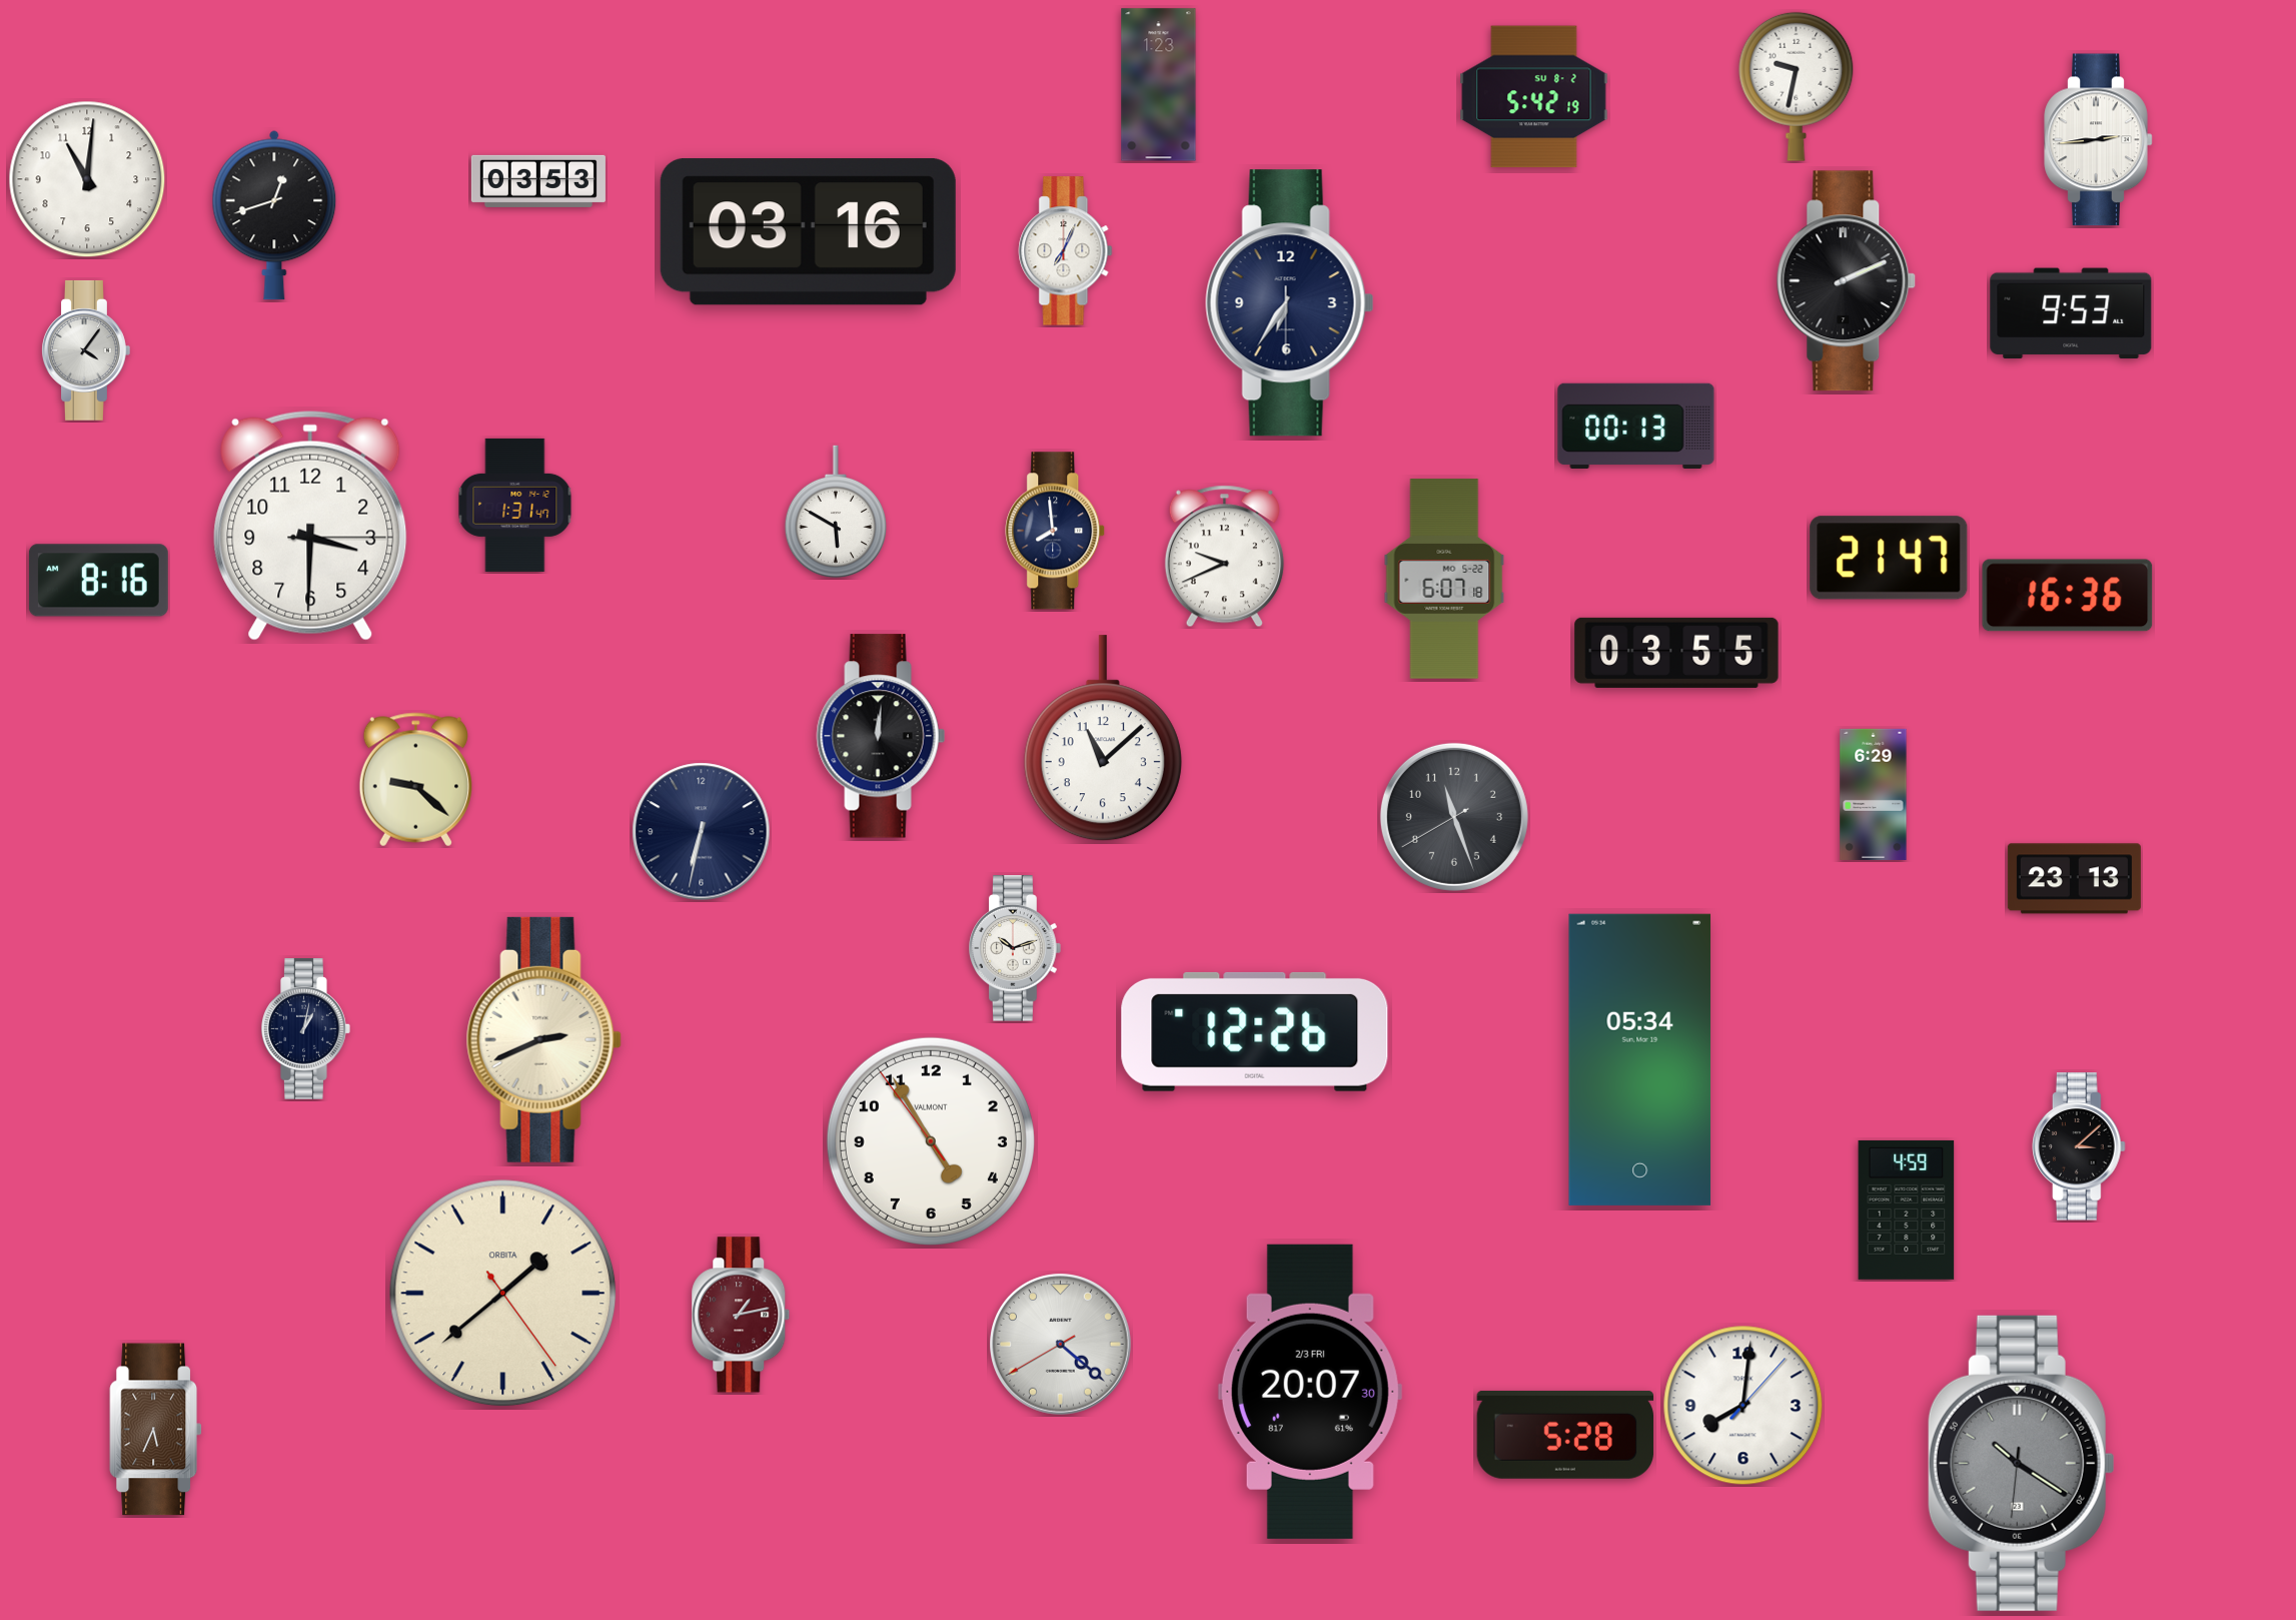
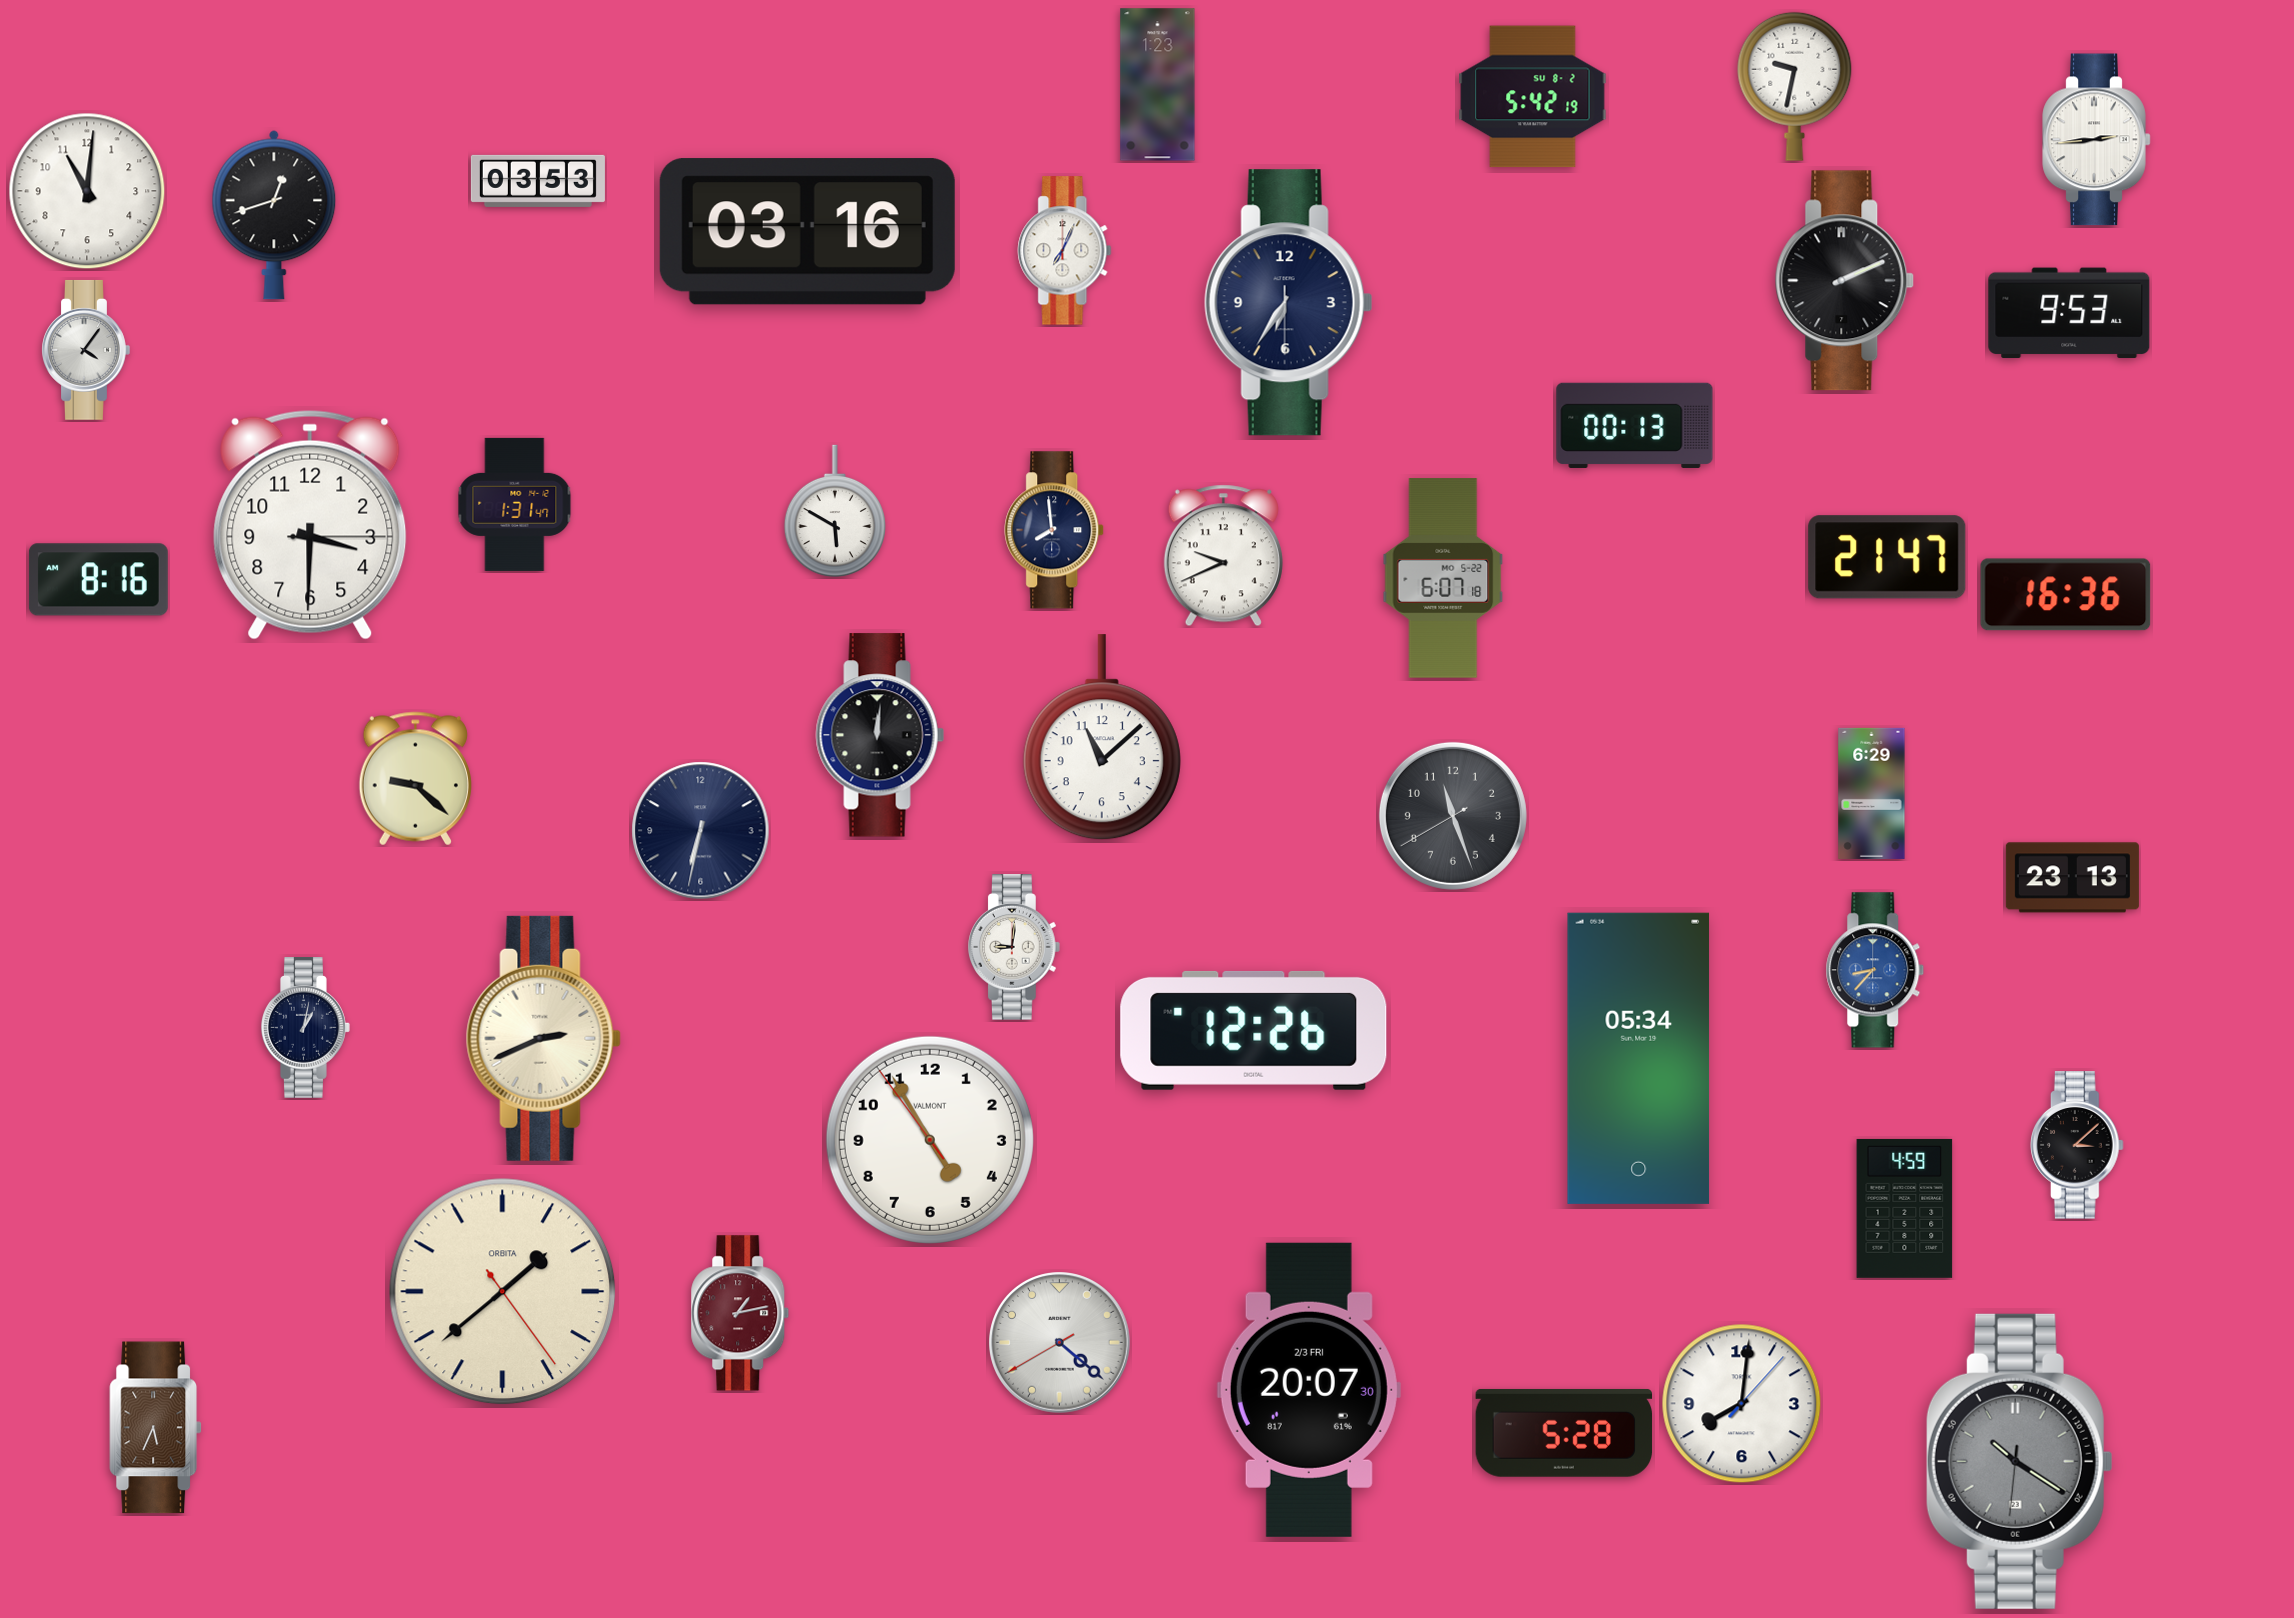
clock at (87, 179) position: (87, 179) -> (87, 191)
clock at (1676, 653): 03:55 -> none
clock at (1016, 948): 10:12 -> 9:01
clock at (1875, 970): none -> 8:37
